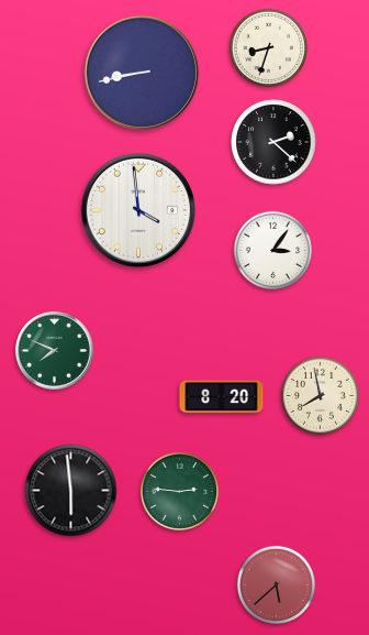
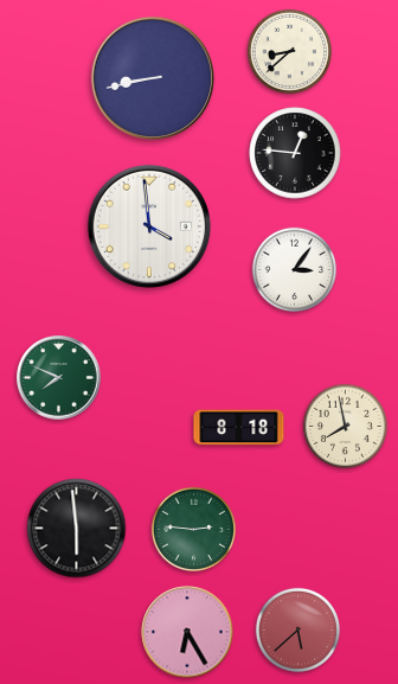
clock at (268, 47): 8:33 -> 8:38
clock at (273, 142): 2:22 -> 12:46
clock at (222, 397): 8:20 -> 8:18
clock at (187, 632): none -> 6:25
